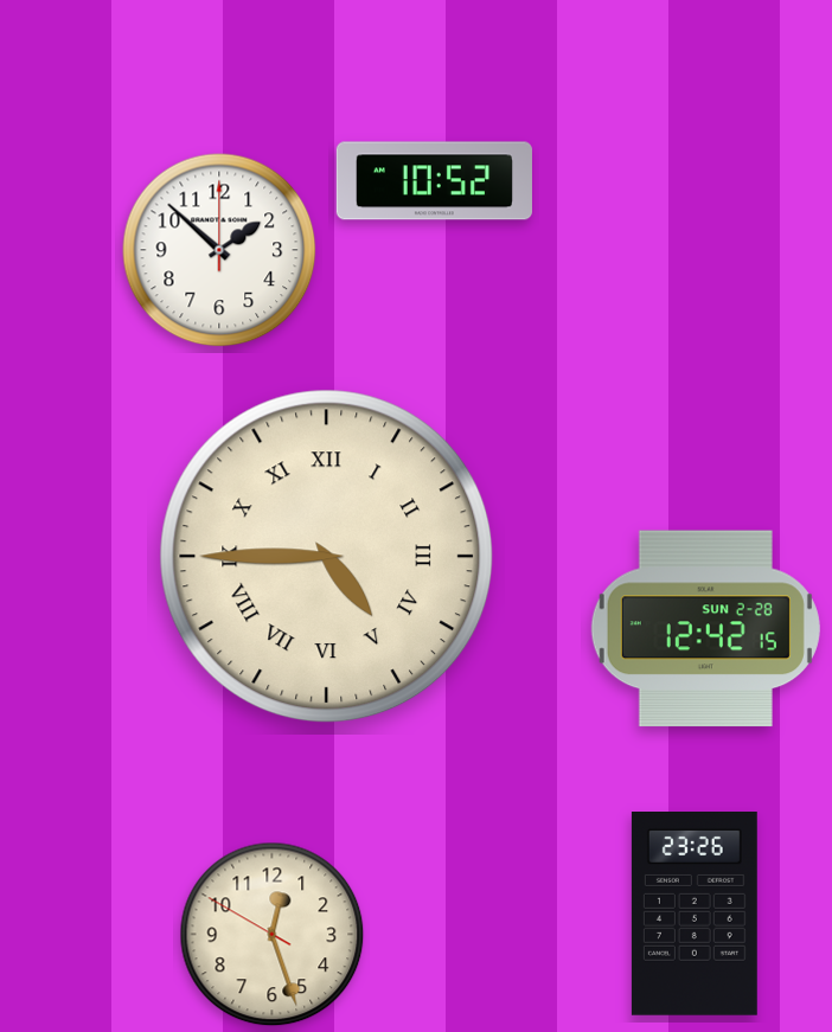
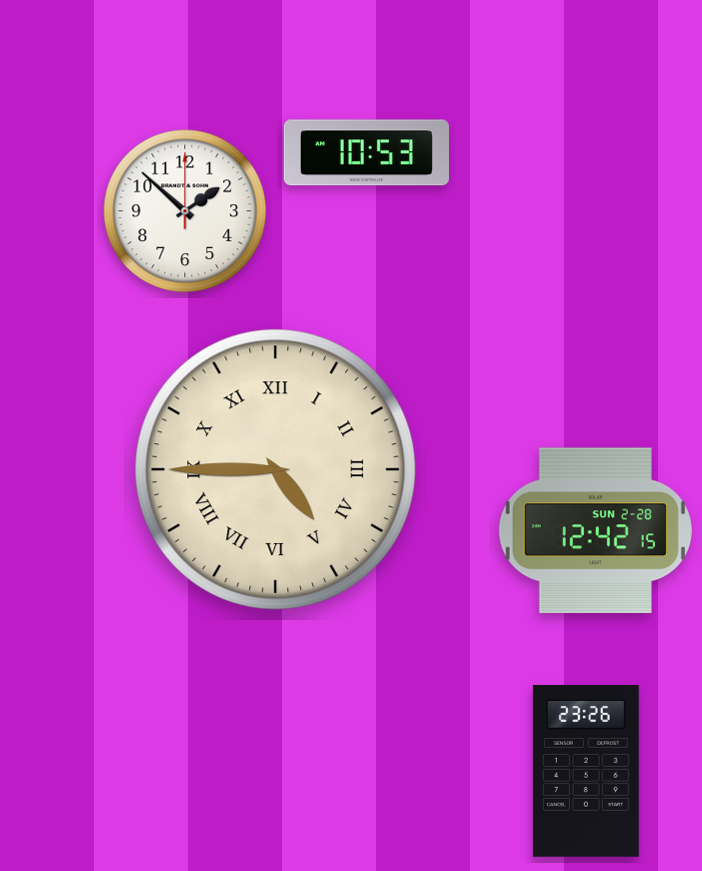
clock at (434, 181): 10:52 -> 10:53
clock at (273, 935): 12:26 -> none
